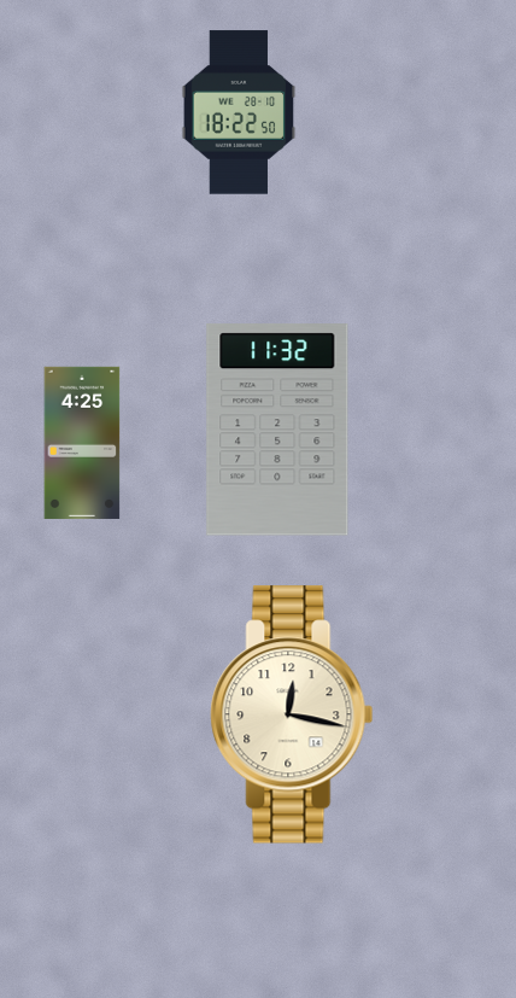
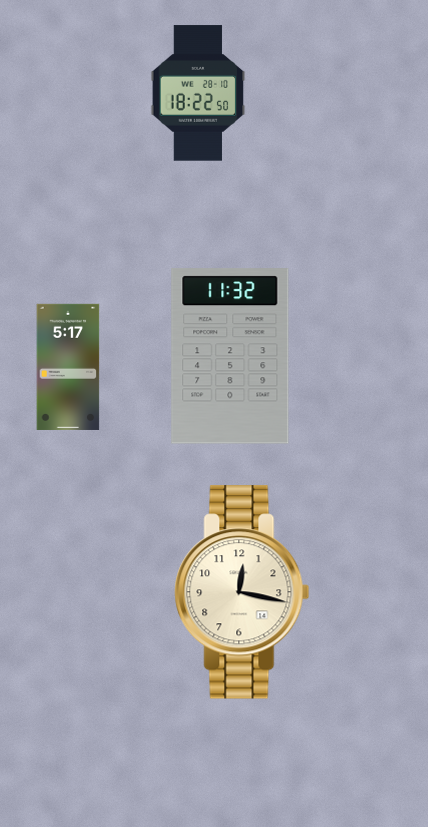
clock at (82, 443): 4:25 -> 5:17
